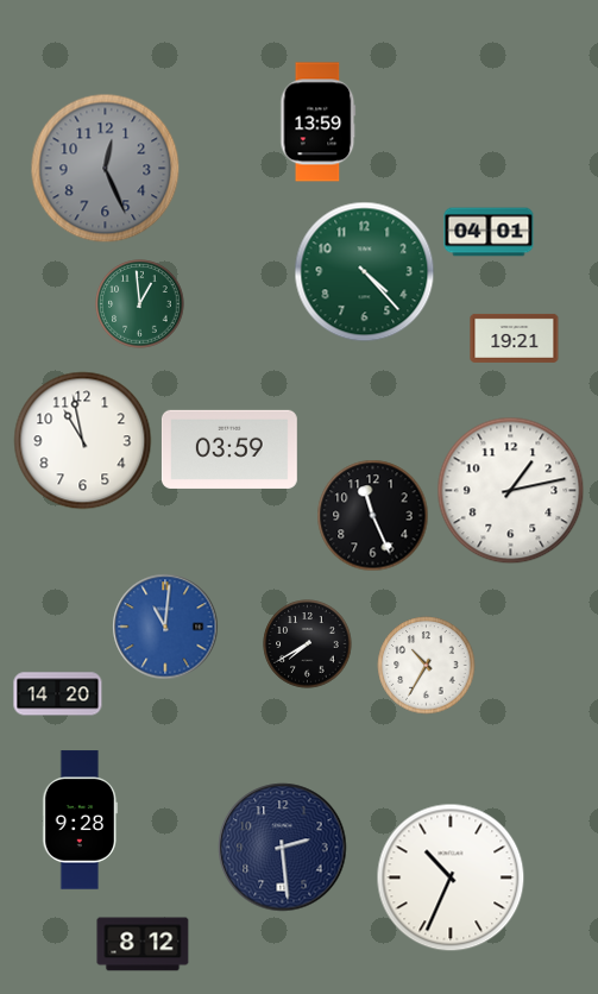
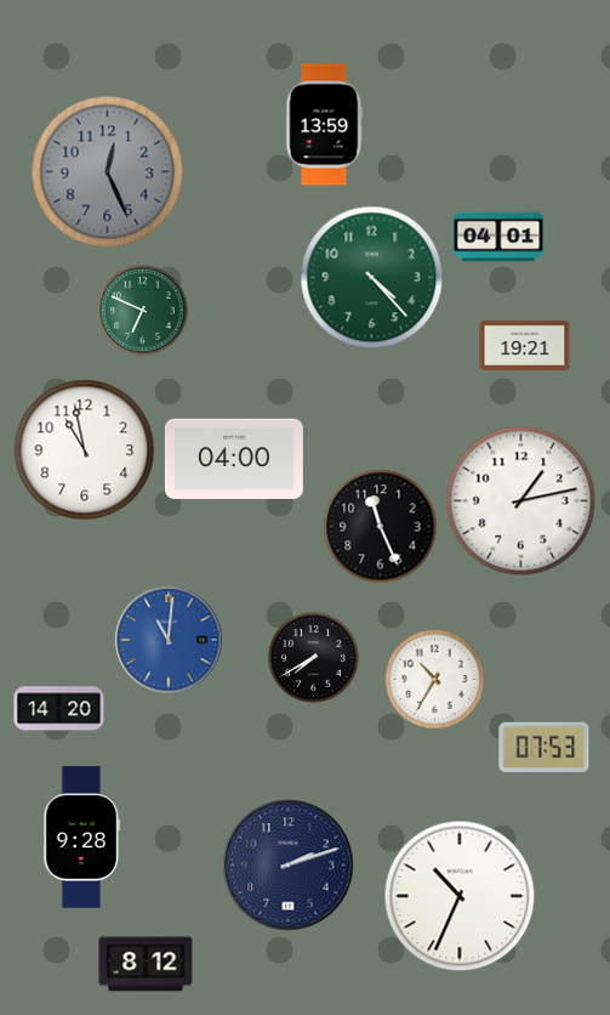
clock at (140, 304): 12:59 -> 6:49
clock at (229, 449): 03:59 -> 04:00
clock at (545, 747): none -> 07:53
clock at (283, 848): 2:29 -> 2:12
